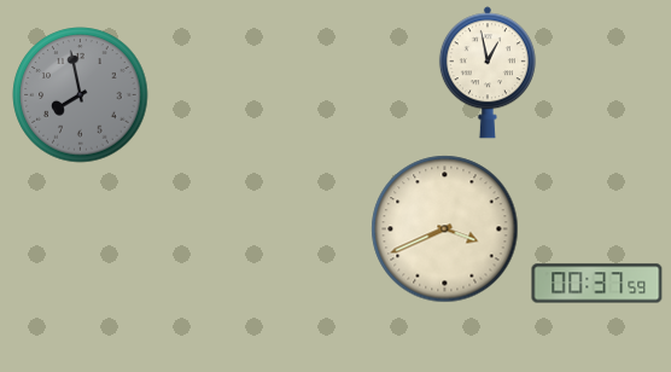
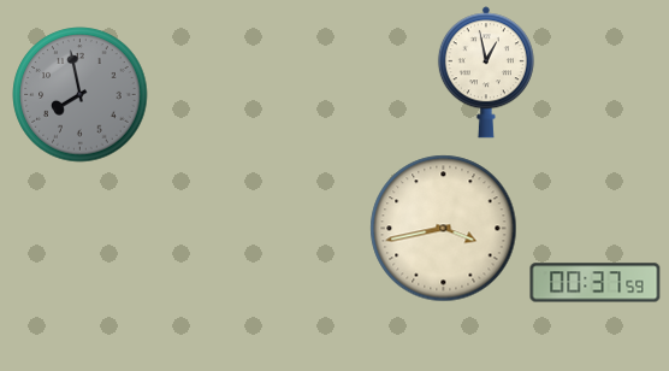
clock at (445, 229): 3:41 -> 3:43
